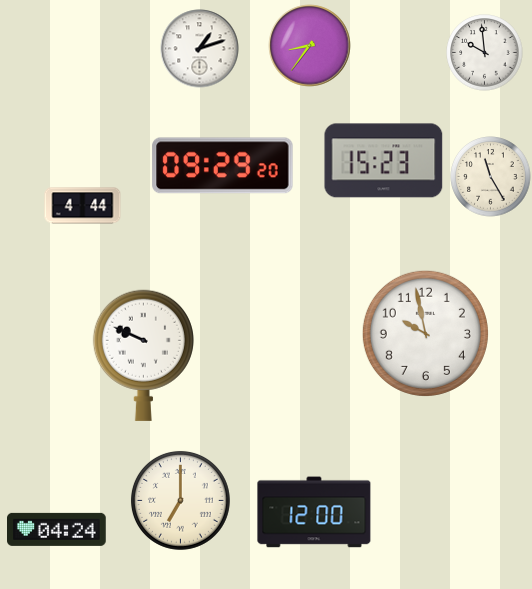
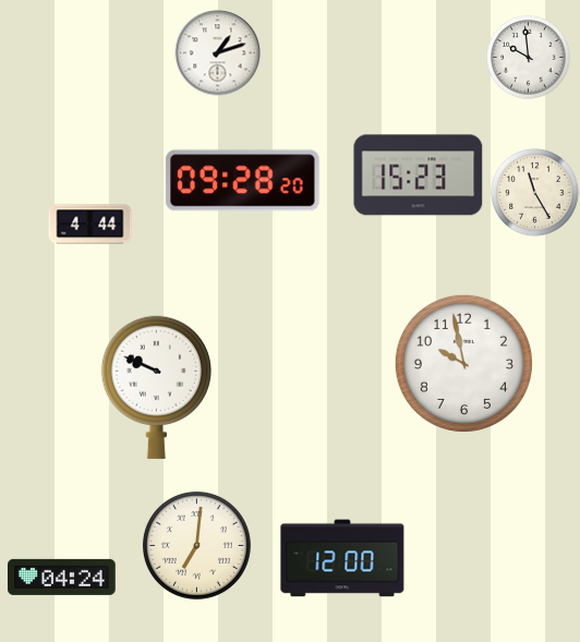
clock at (310, 46): 8:36 -> none
clock at (223, 166): 09:29 -> 09:28
clock at (180, 500): 7:00 -> 7:01
